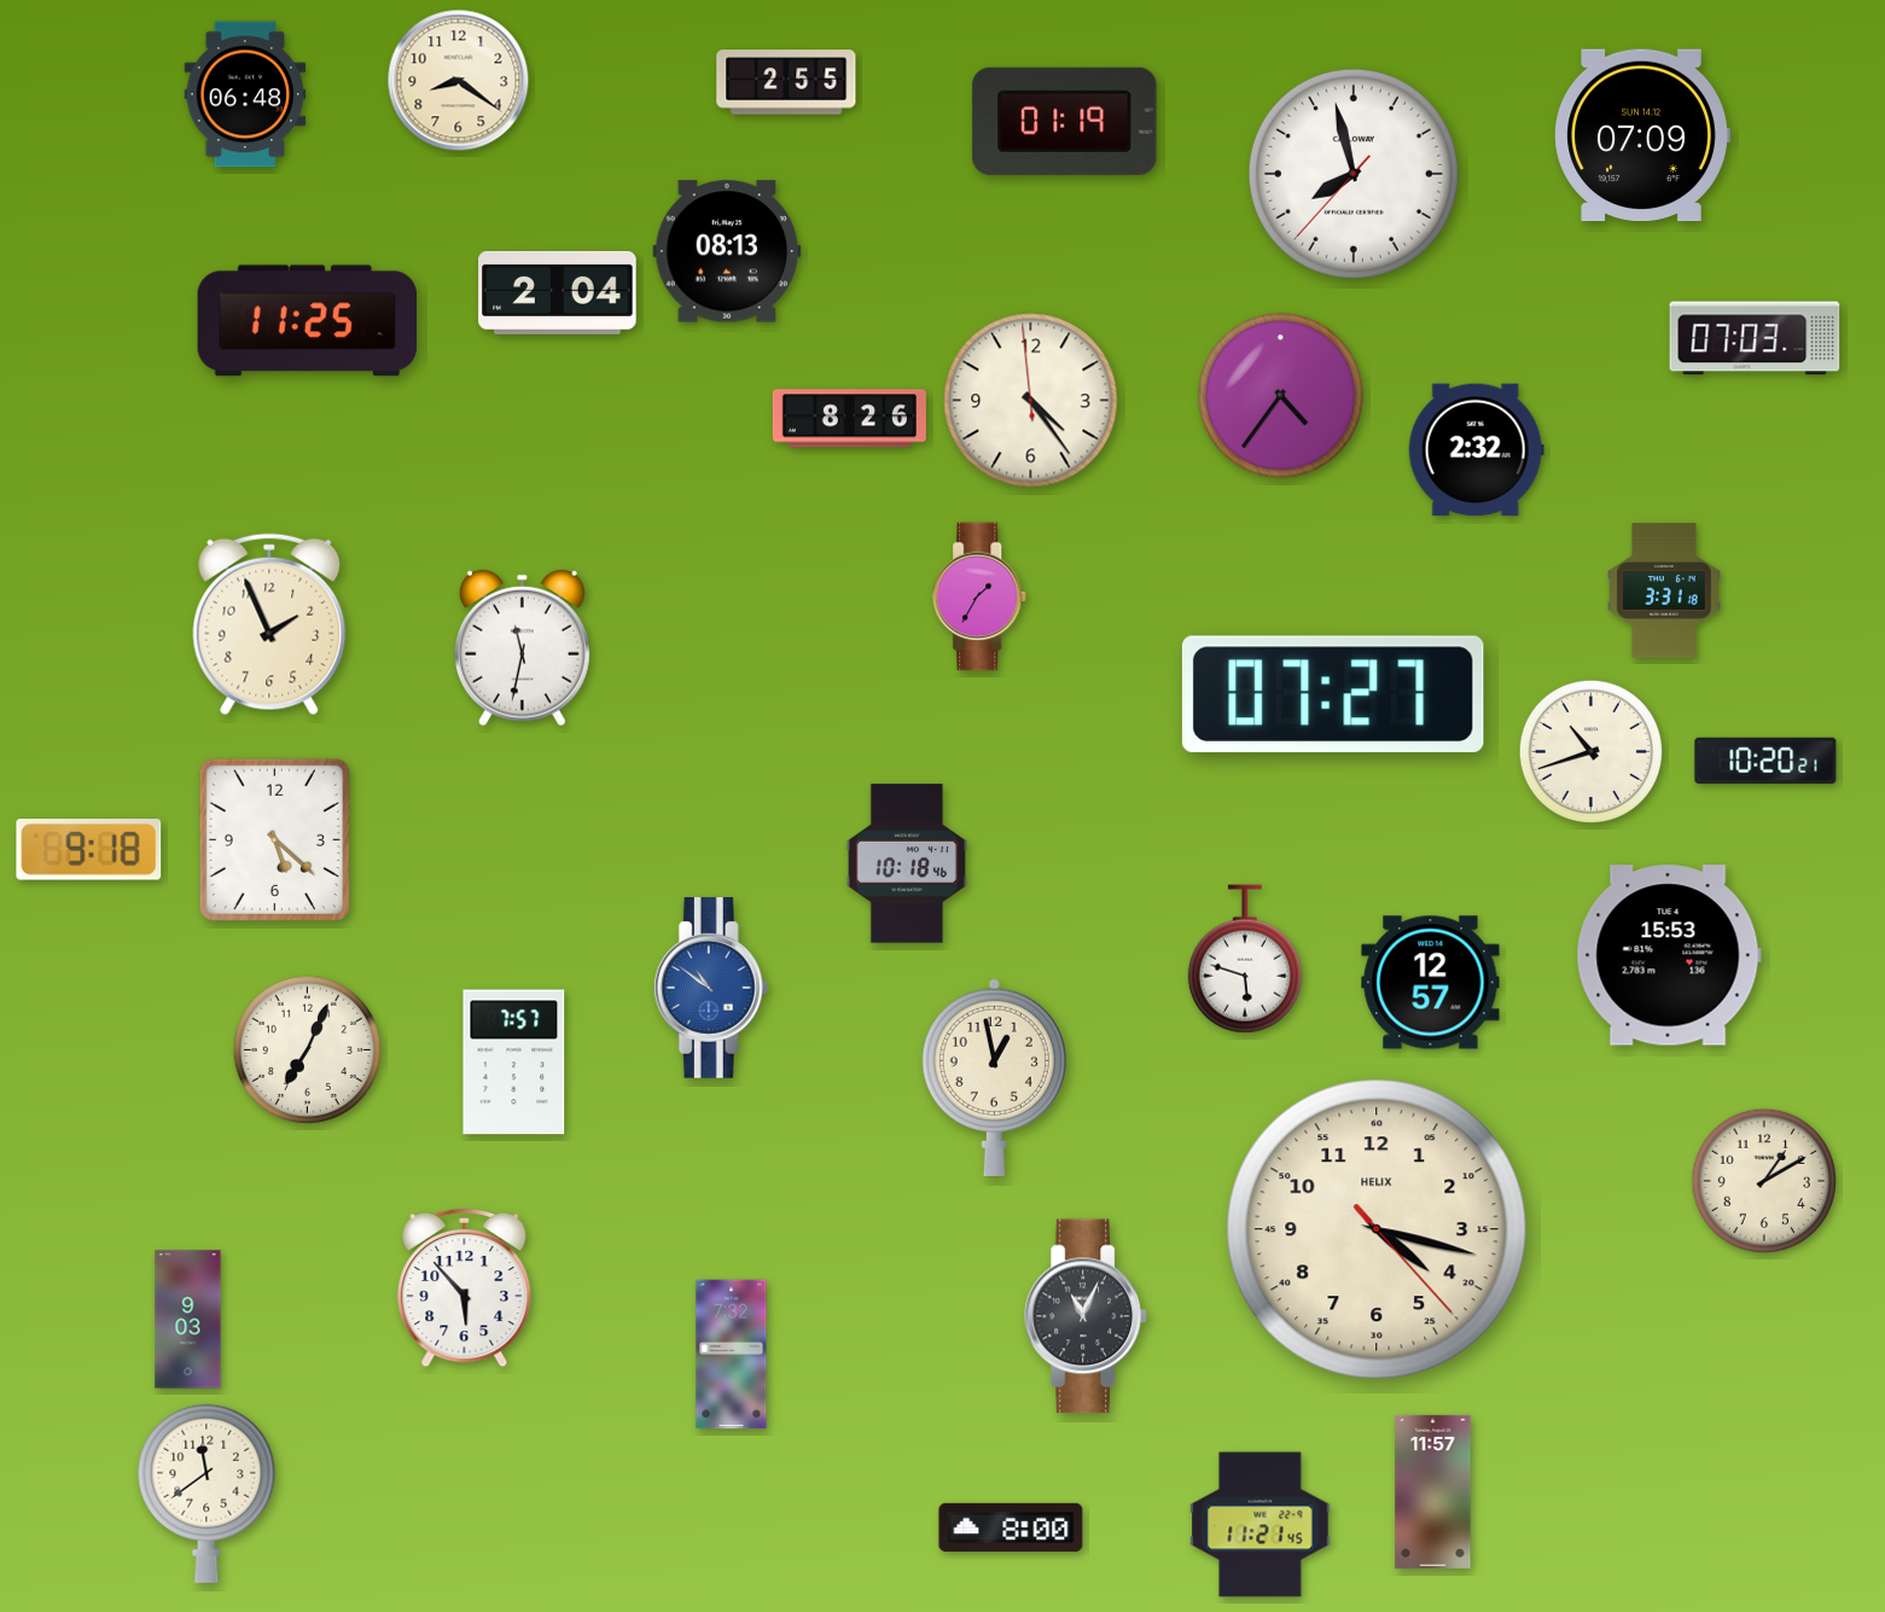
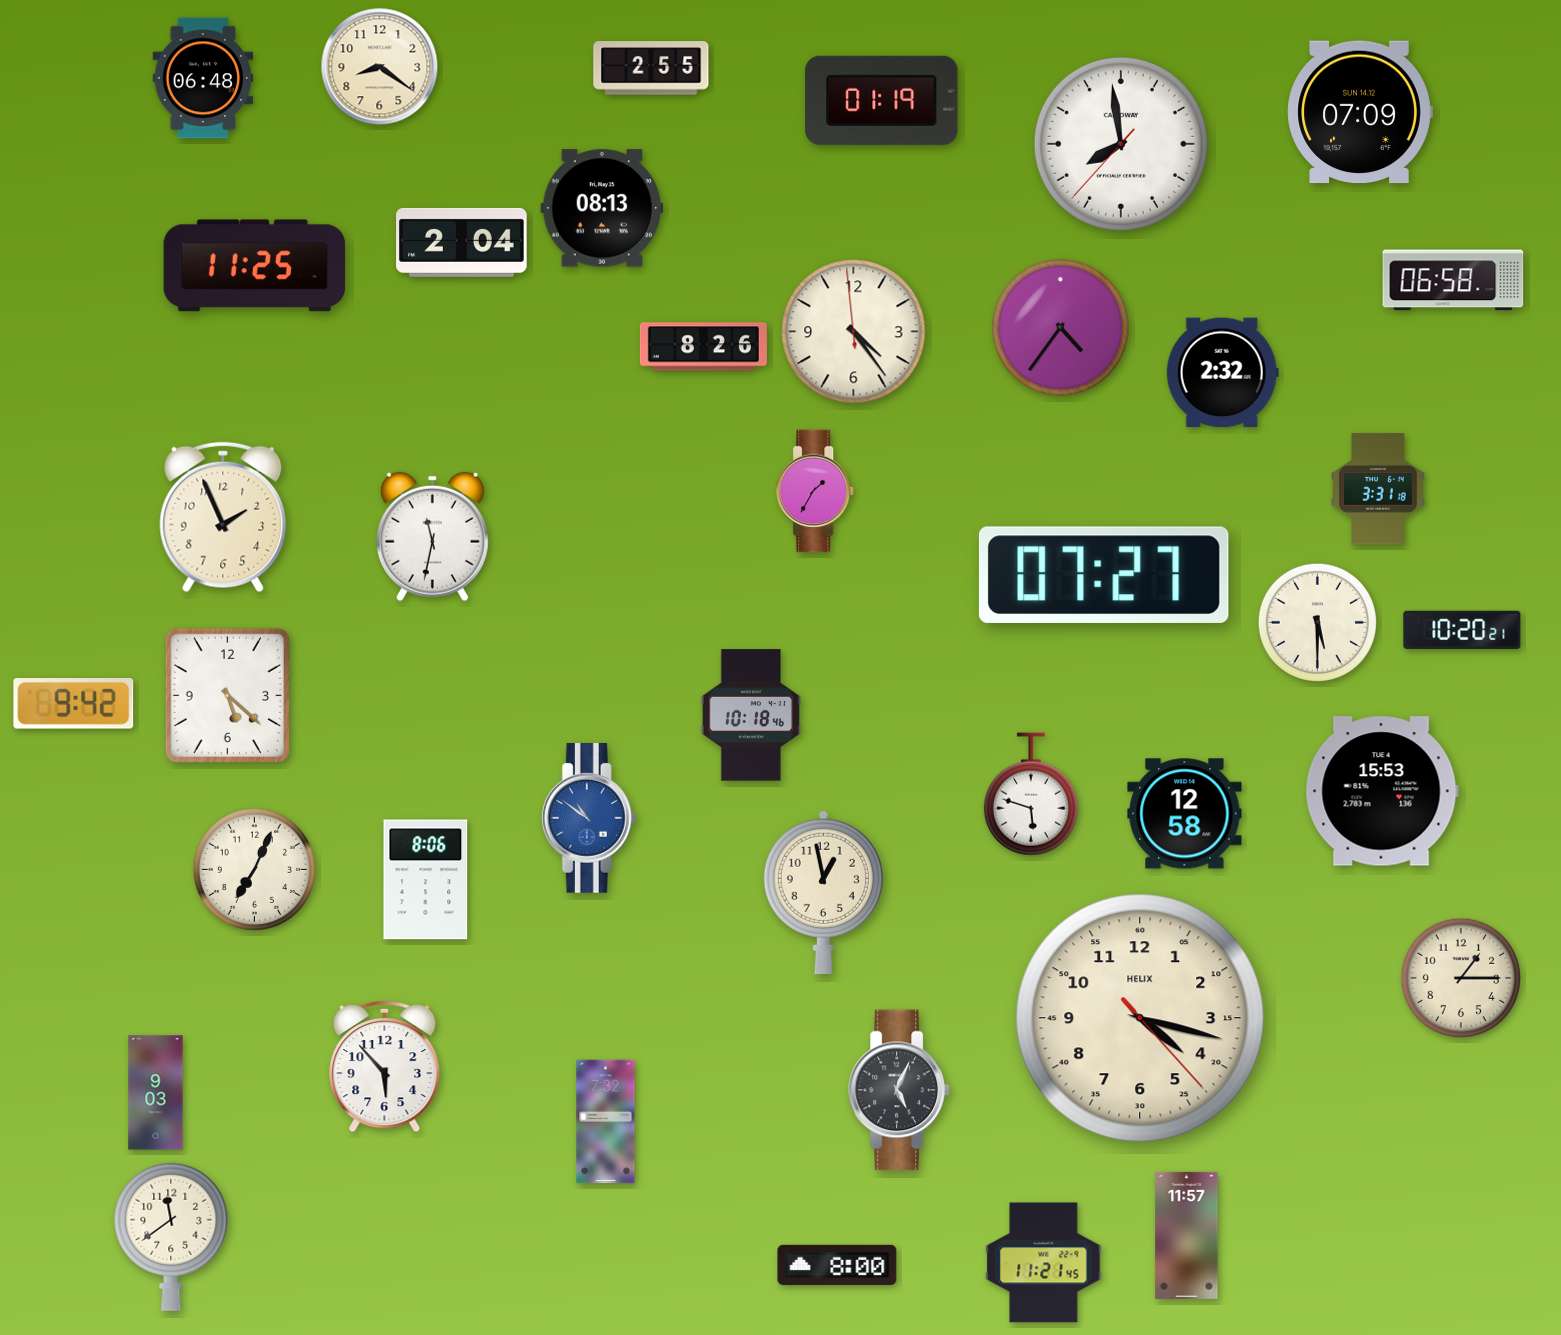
clock at (1354, 174): 7:57 -> 7:58
clock at (1755, 338): 07:03 -> 06:58
clock at (981, 597) position: (981, 597) -> (816, 491)
clock at (1590, 751): 10:42 -> 5:30
clock at (89, 850): 9:18 -> 9:42
clock at (1431, 983): 12:57 -> 12:58
clock at (514, 1063): 7:57 -> 8:06
clock at (1763, 1180): 1:10 -> 1:15
clock at (1086, 1316): 11:04 -> 5:04
